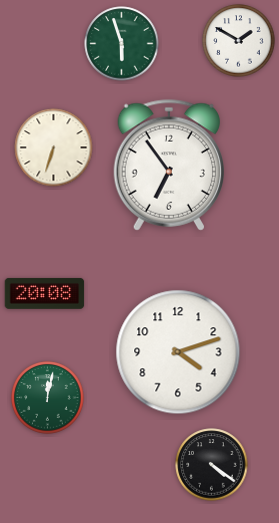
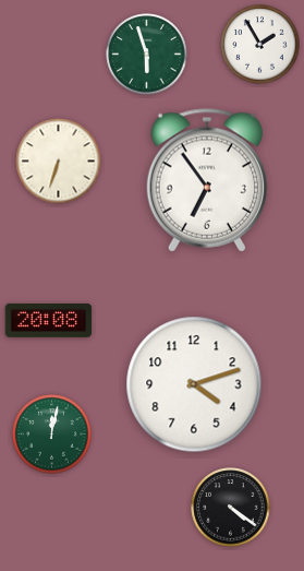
clock at (239, 41): 1:50 -> 1:55
clock at (122, 44) position: (122, 44) -> (147, 55)
clock at (168, 165) position: (168, 165) -> (206, 180)
